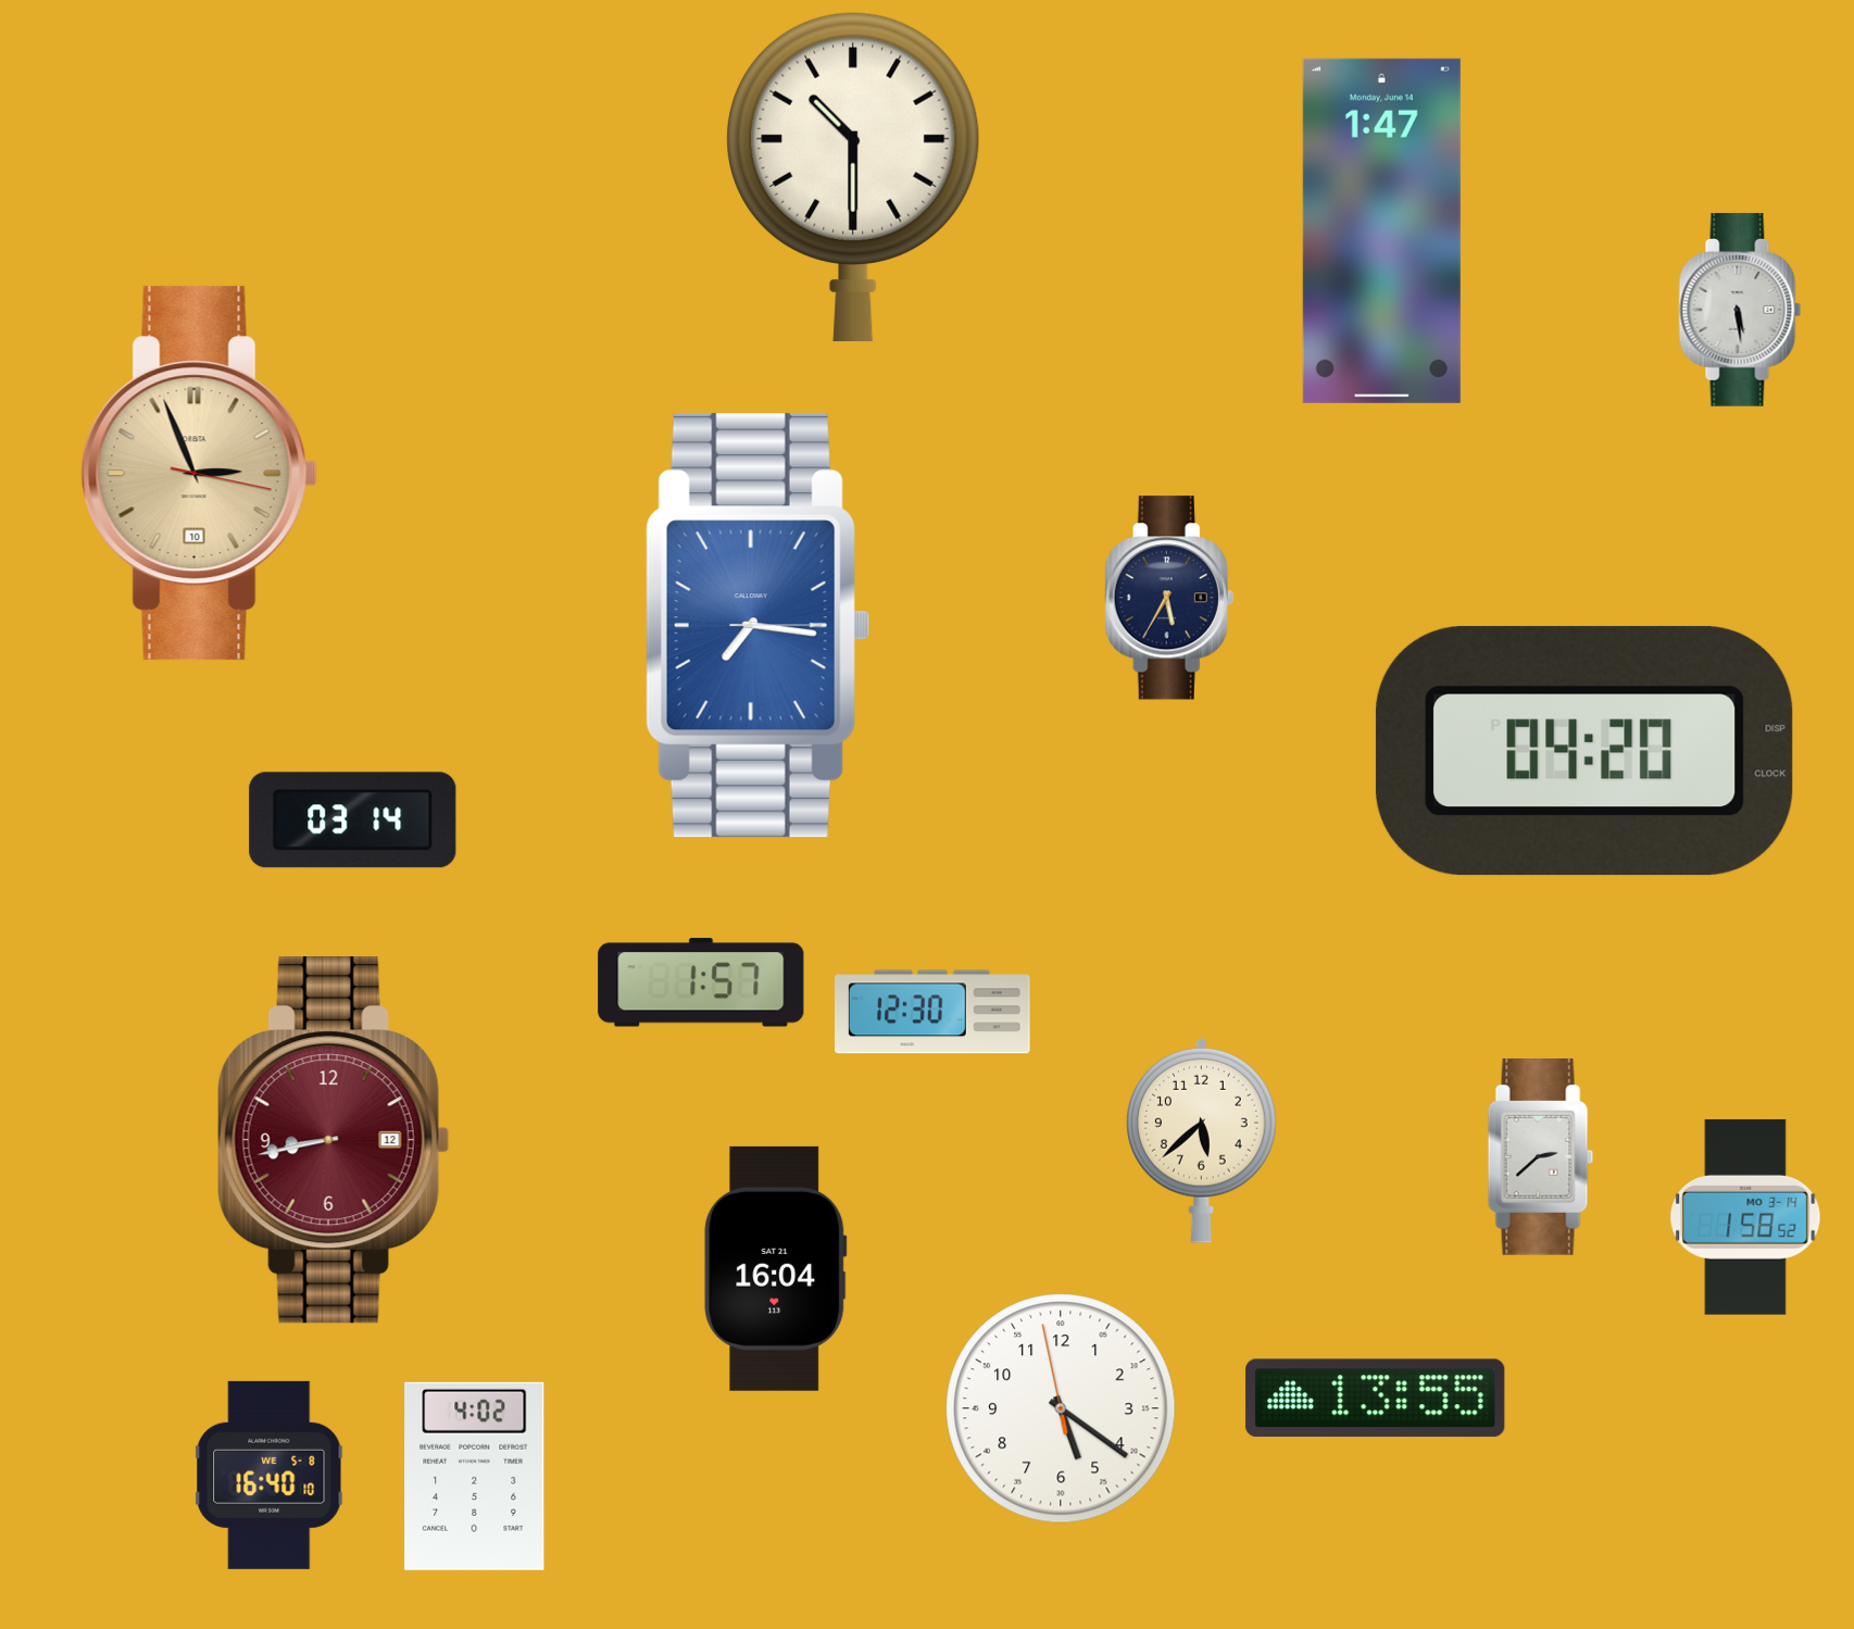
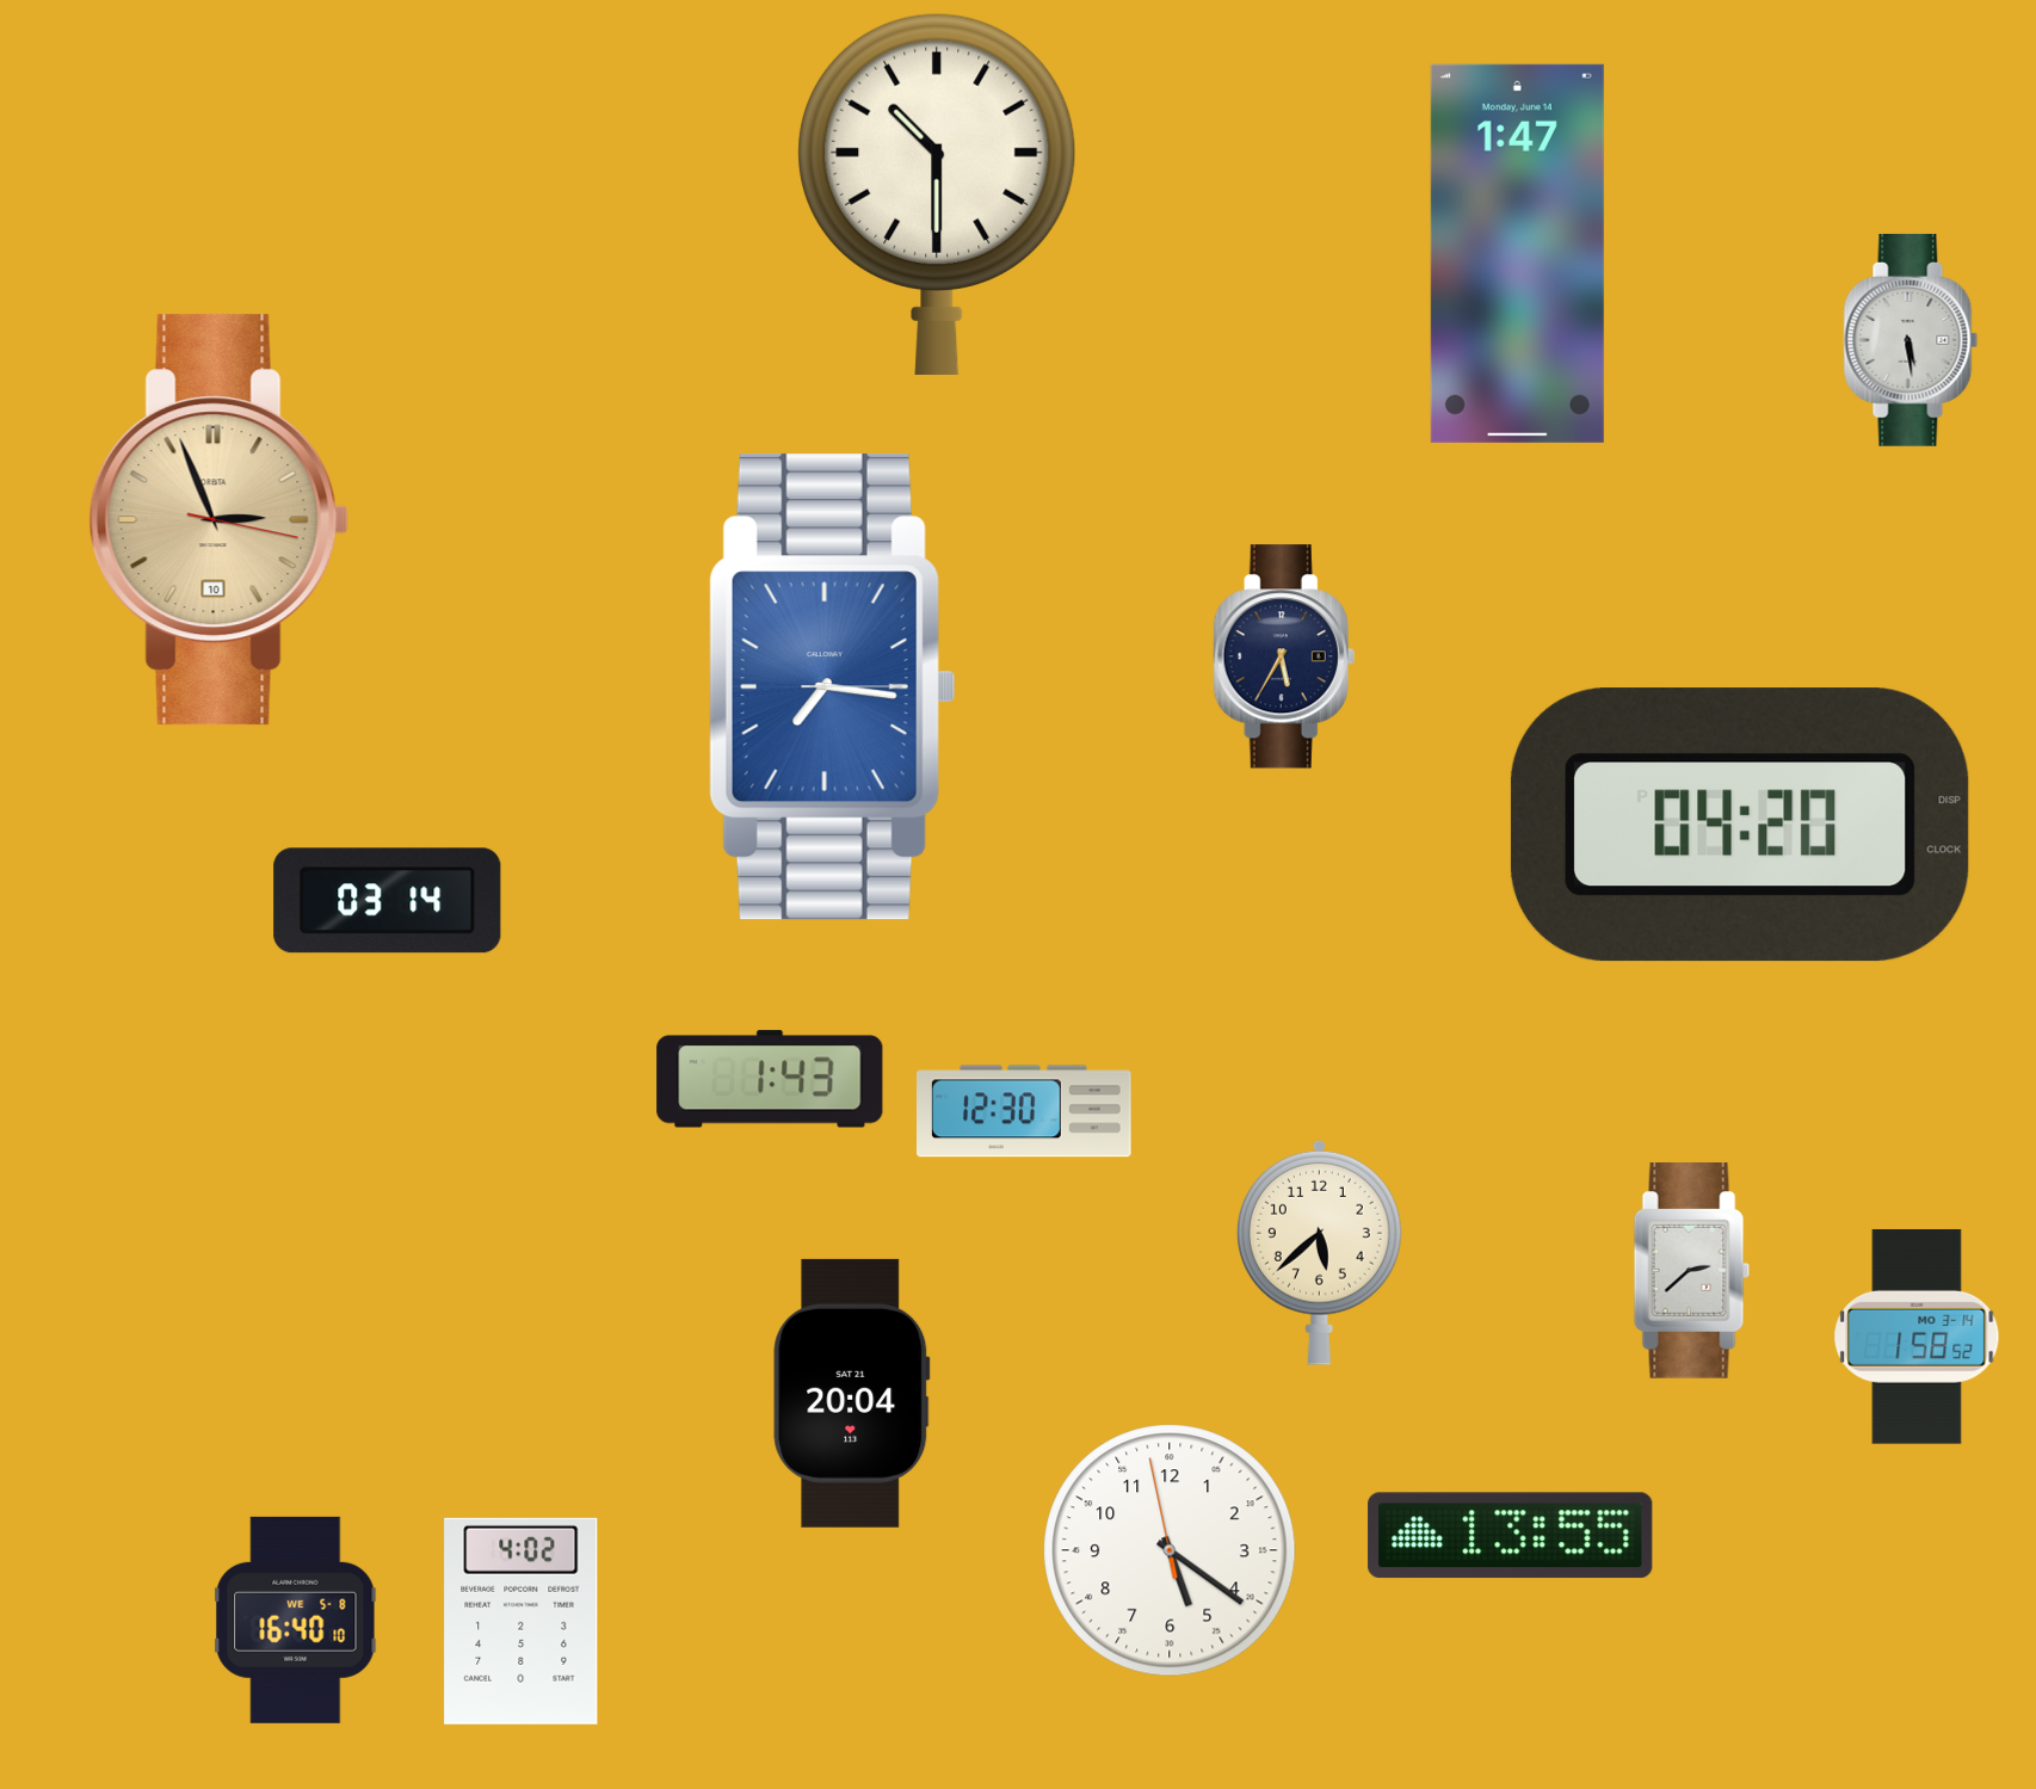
clock at (701, 982): 1:57 -> 1:43
clock at (334, 1140): 8:43 -> none
clock at (776, 1268): 16:04 -> 20:04
clock at (1061, 1408) position: (1061, 1408) -> (1170, 1550)
